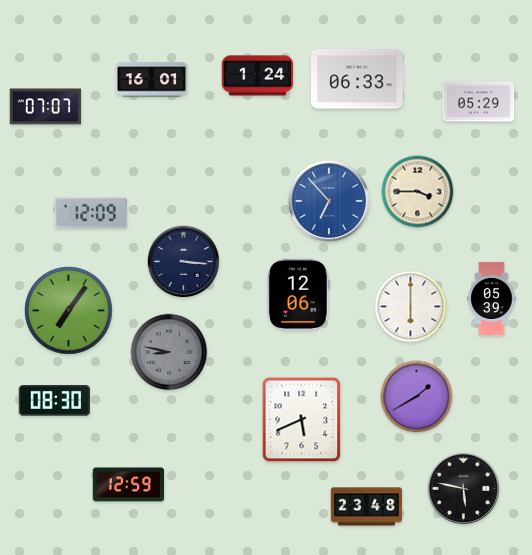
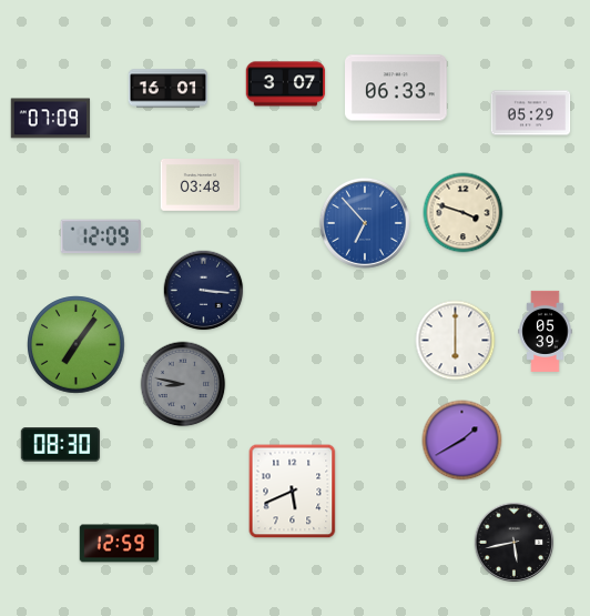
clock at (258, 76): 1:24 -> 3:07
clock at (46, 107): 07:07 -> 07:09
clock at (201, 185): none -> 03:48
clock at (418, 192): 3:45 -> 3:48
clock at (298, 295): 12:06 -> none
clock at (169, 352) position: (169, 352) -> (183, 384)
clock at (302, 420) position: (302, 420) -> (293, 492)
clock at (129, 485) position: (129, 485) -> (120, 544)
clock at (464, 489): 5:47 -> 5:43
clock at (367, 507): 23:48 -> none
